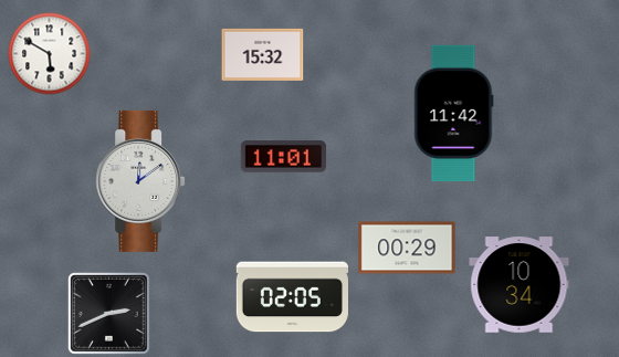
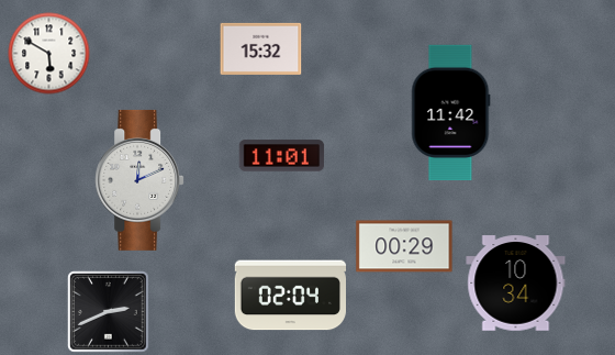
clock at (263, 54) position: (263, 54) -> (261, 48)
clock at (140, 181): 12:09 -> 12:11
clock at (292, 297): 02:05 -> 02:04
